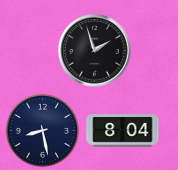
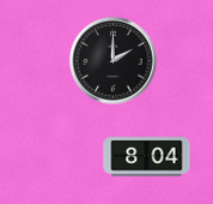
clock at (95, 51): 1:57 -> 2:00
clock at (42, 130): 8:28 -> none
